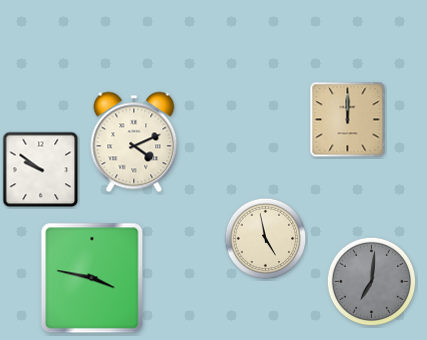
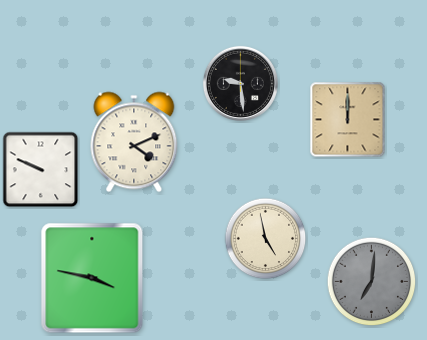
clock at (240, 83): none -> 9:29
clock at (41, 170): 9:51 -> 9:49
